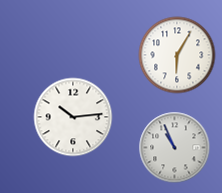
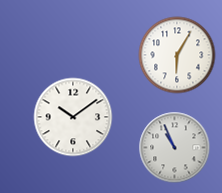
clock at (73, 117): 10:14 -> 10:09
